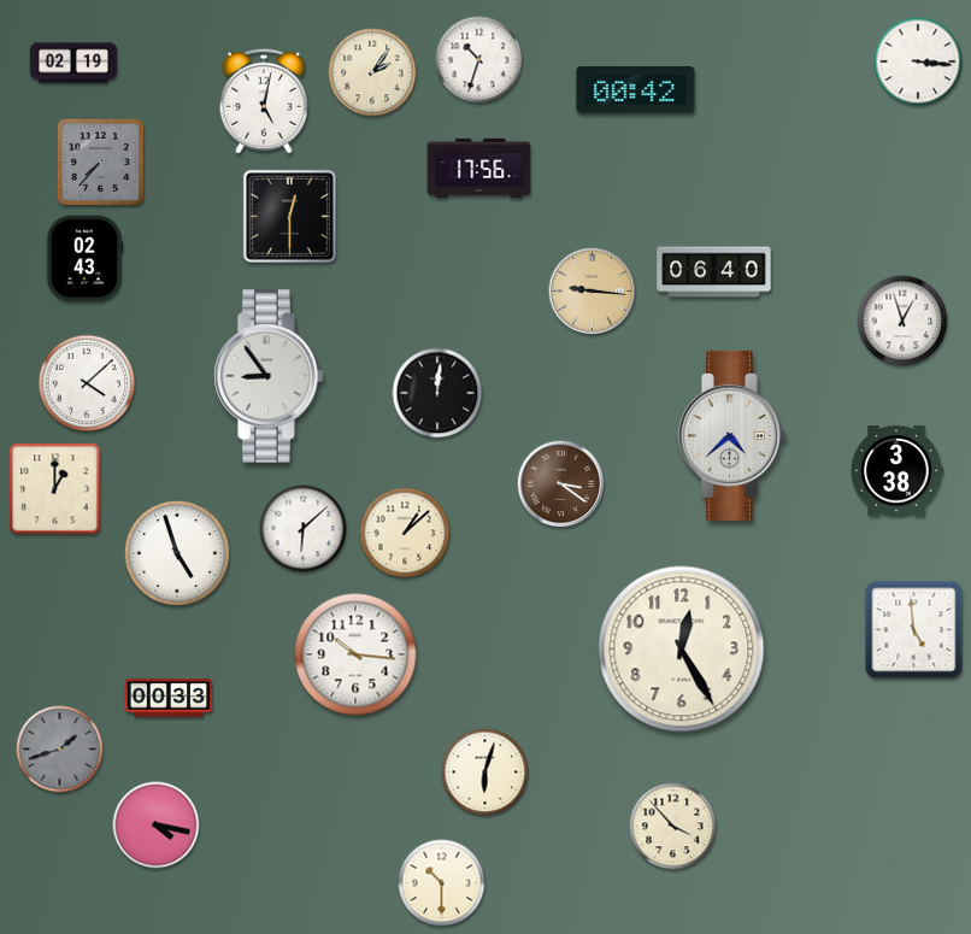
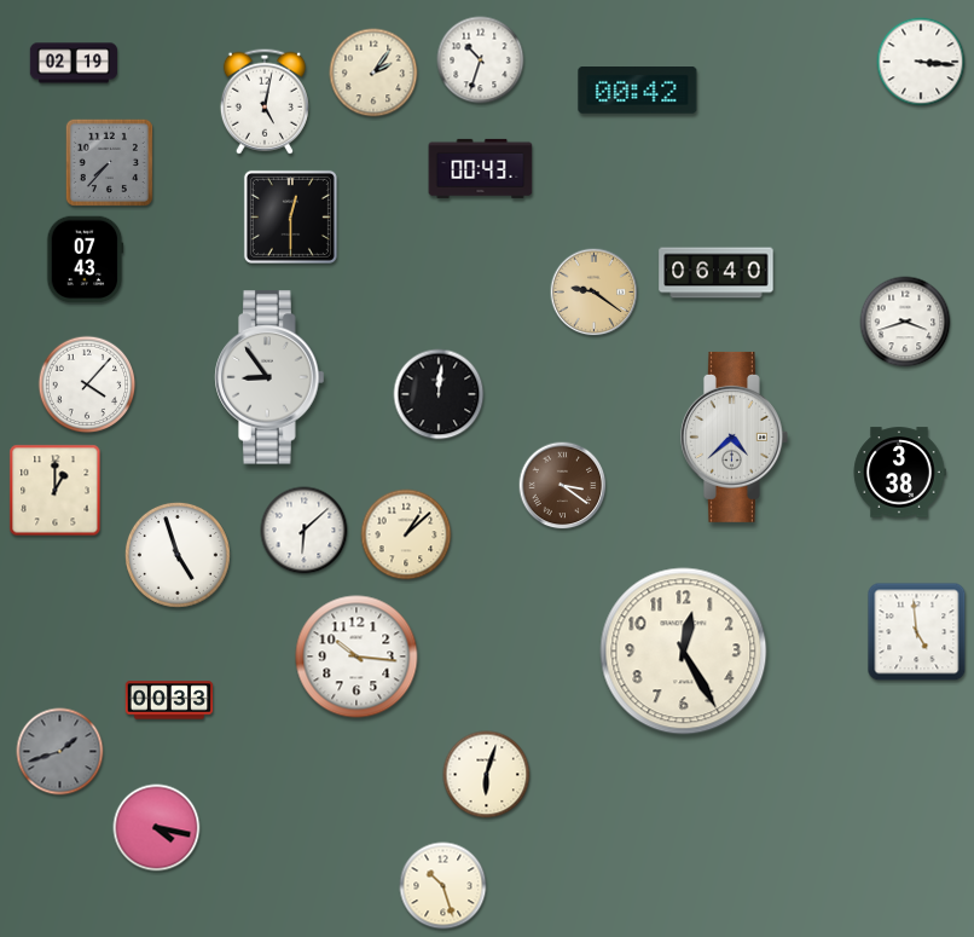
clock at (100, 161) position: (100, 161) -> (109, 162)
clock at (479, 168): 17:56 -> 00:43
clock at (86, 259): 02:43 -> 07:43
clock at (593, 292): 9:16 -> 9:21
clock at (902, 321): 12:57 -> 3:42
clock at (87, 383): 4:08 -> 4:07
clock at (673, 827): 3:53 -> none
clock at (442, 883): 10:30 -> 10:27
